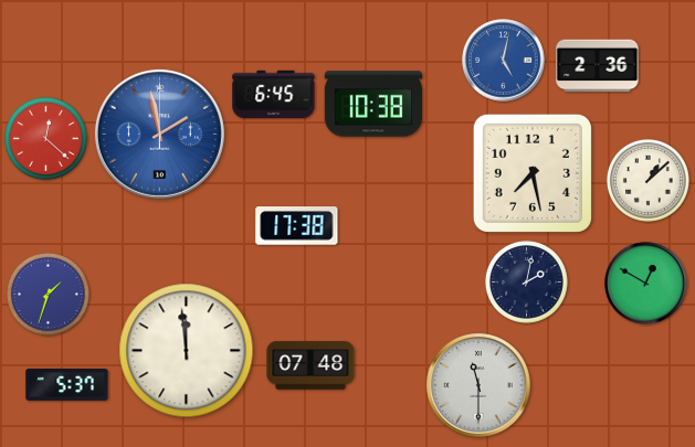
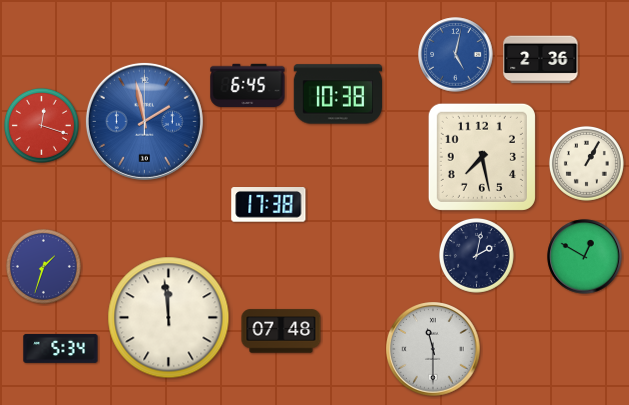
clock at (45, 138): 12:22 -> 12:18
clock at (647, 180): 1:08 -> 1:05
clock at (67, 384): 5:37 -> 5:34
